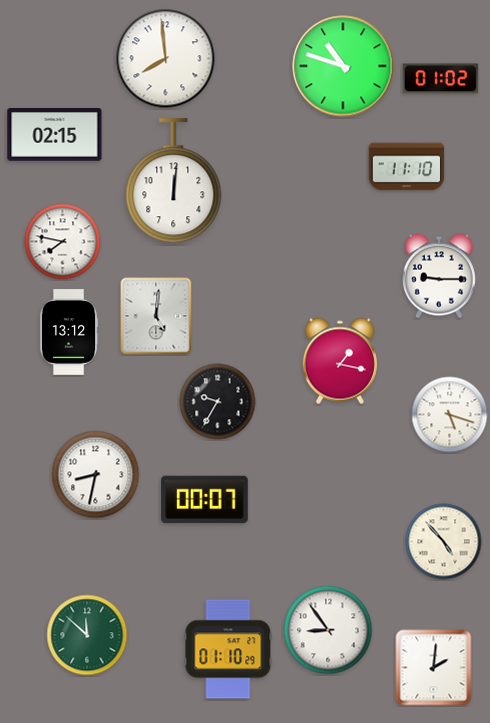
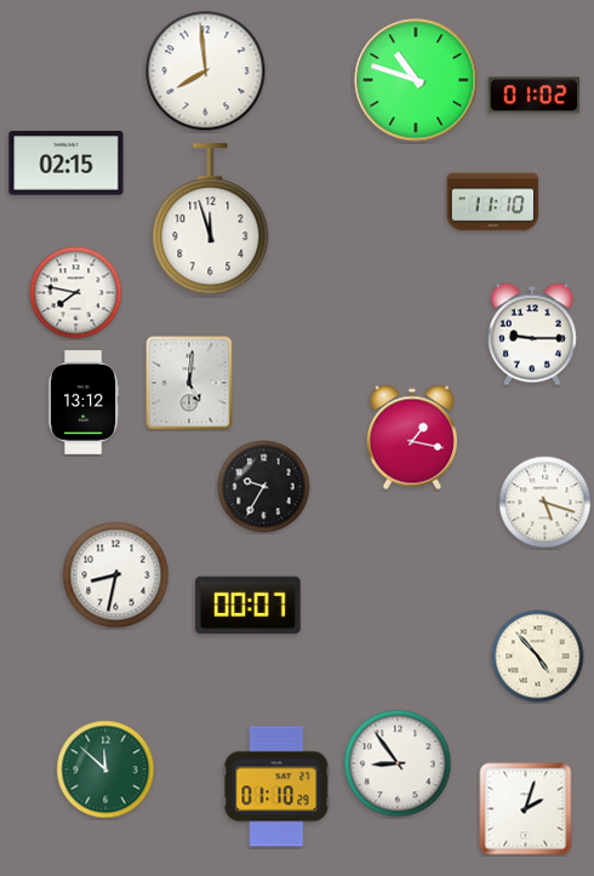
clock at (166, 59) position: (166, 59) -> (206, 71)
clock at (174, 181): 12:01 -> 11:57
clock at (434, 668): 2:01 -> 2:03
